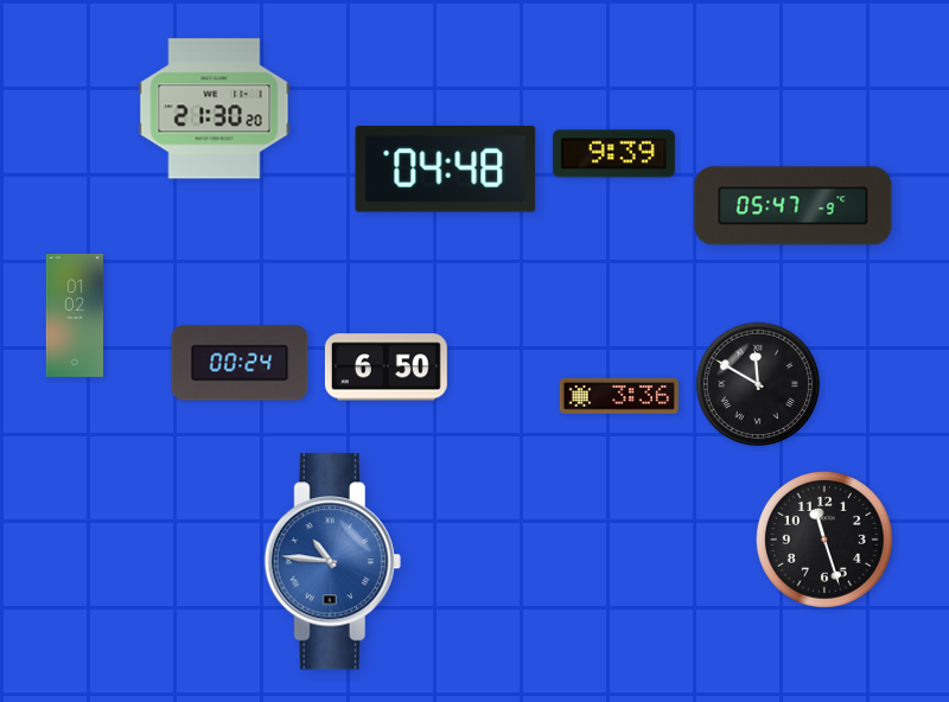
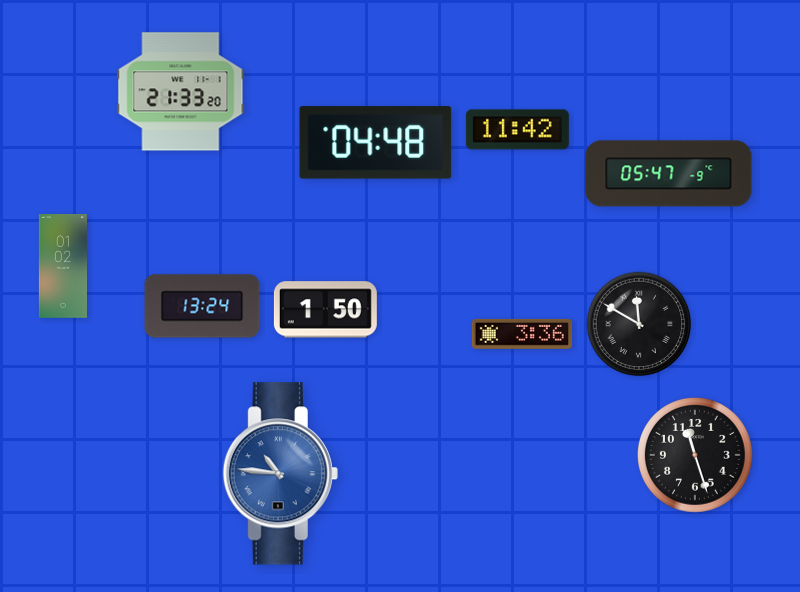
clock at (215, 109): 21:30 -> 21:33
clock at (613, 154): 9:39 -> 11:42
clock at (240, 363): 00:24 -> 13:24
clock at (386, 368): 6:50 -> 1:50
